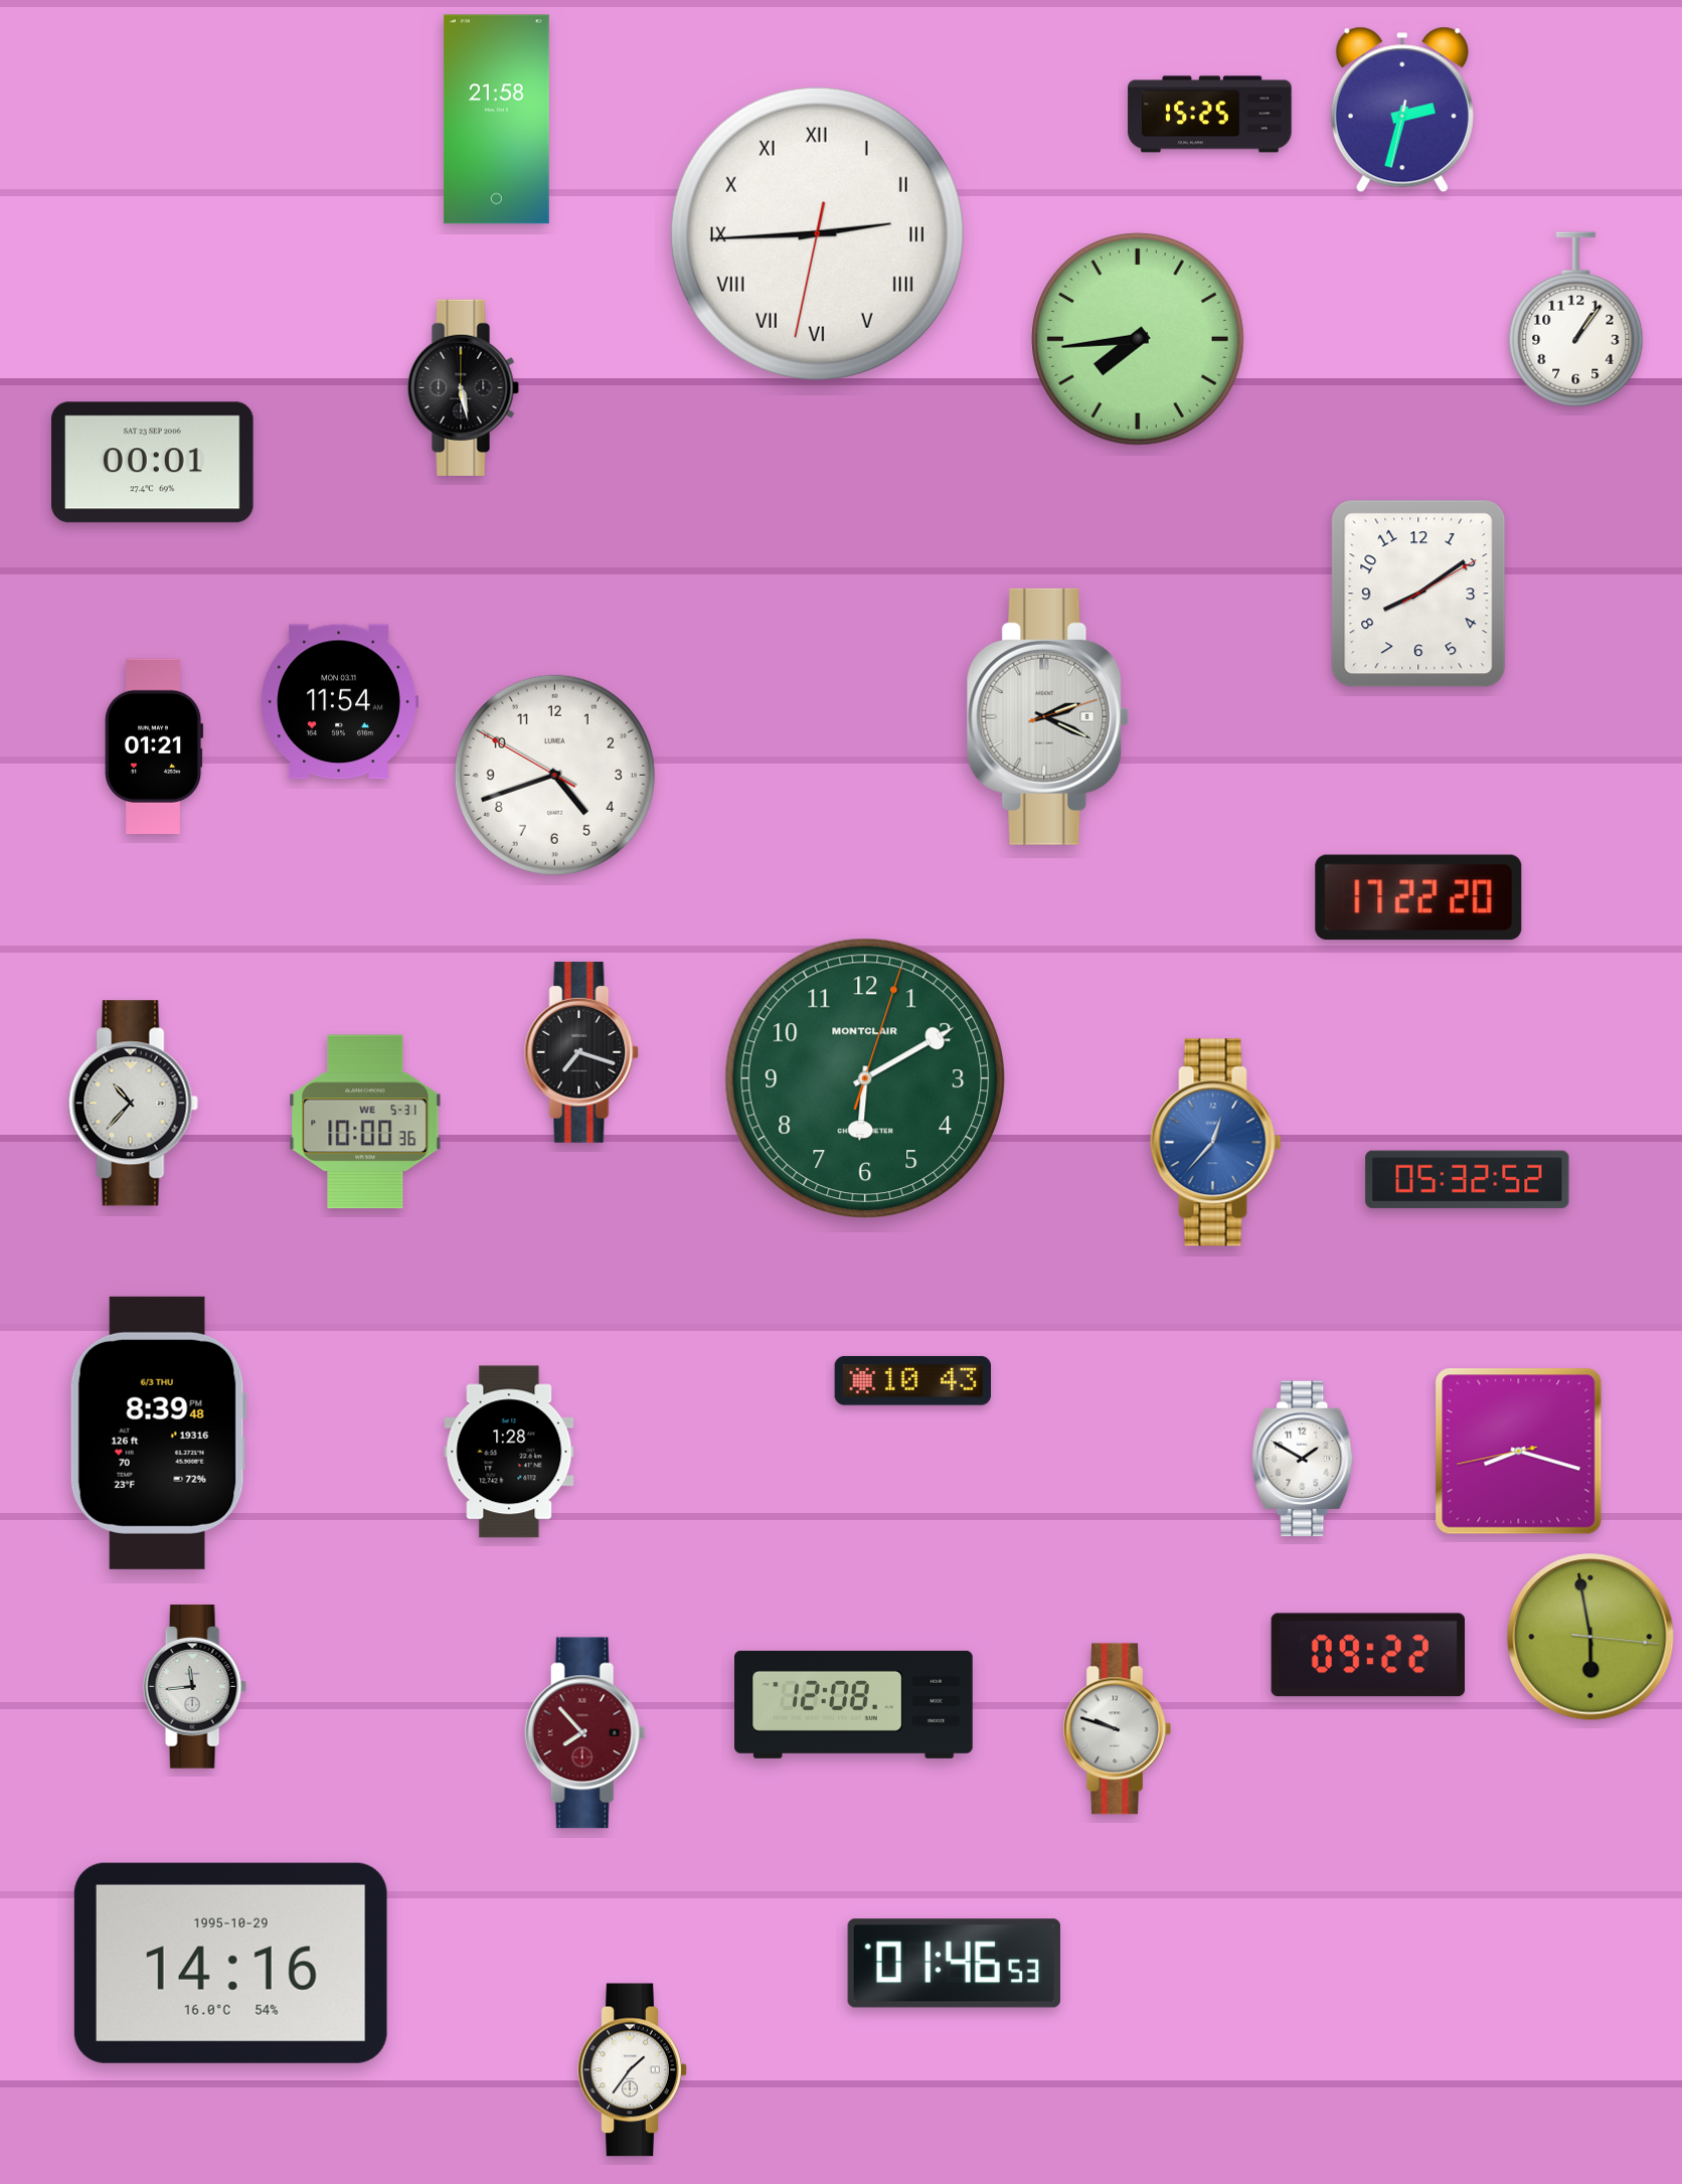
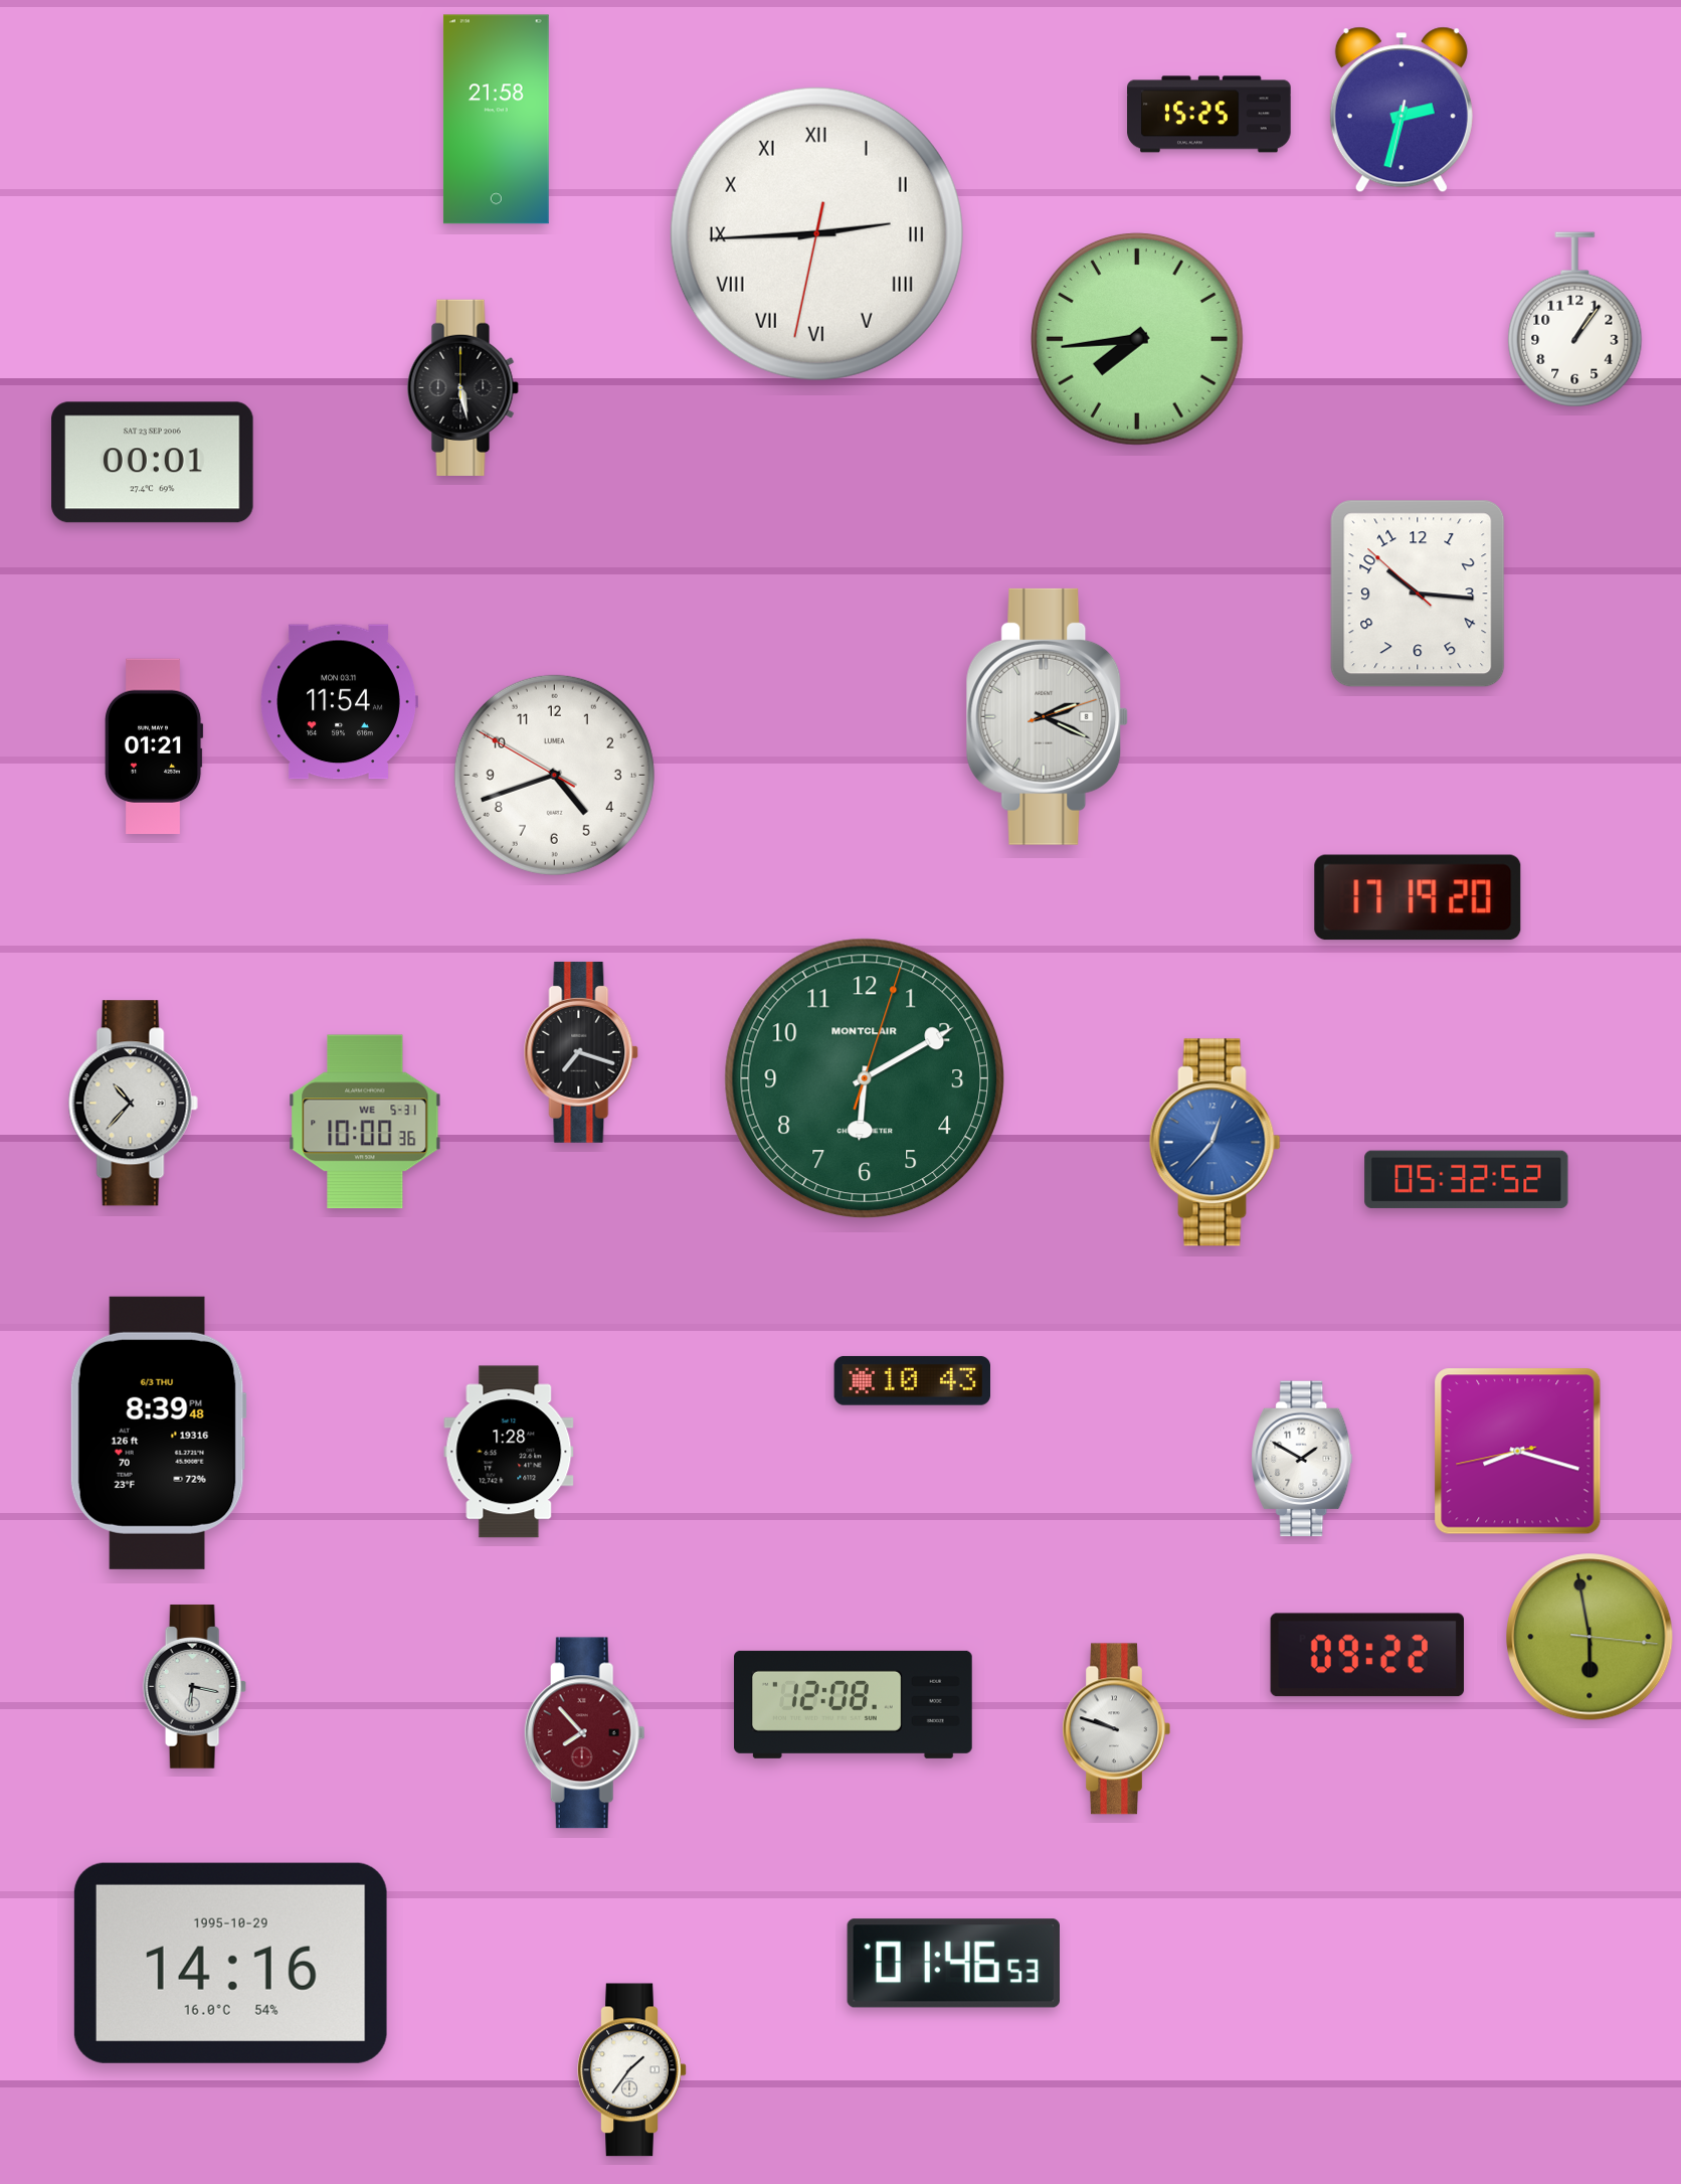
clock at (1418, 594): 8:09 -> 10:15
clock at (1418, 897): 17:22 -> 17:19
clock at (194, 1687): 11:44 -> 6:17
